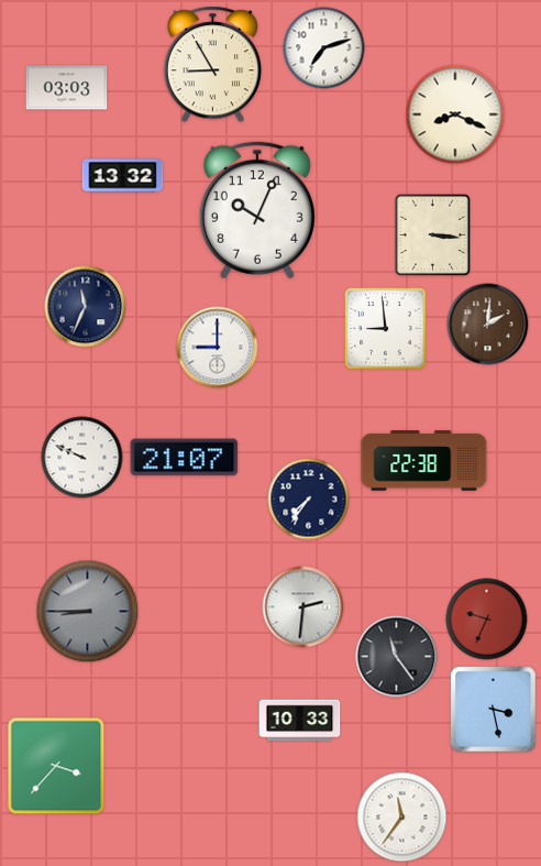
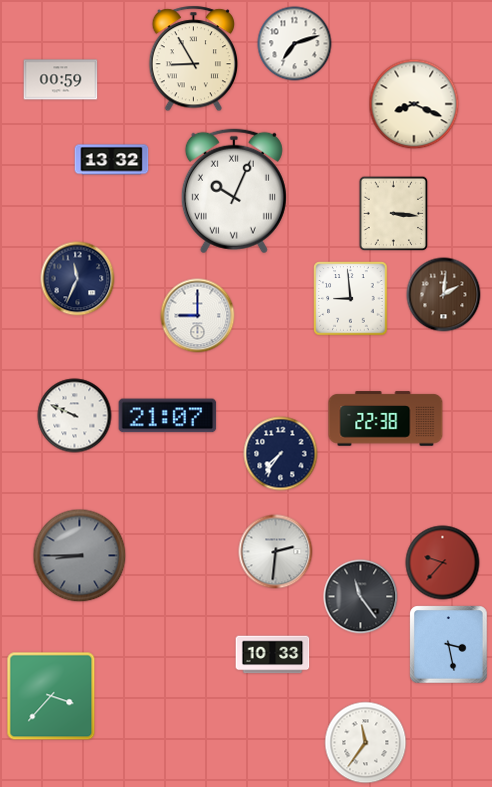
clock at (67, 88): 03:03 -> 00:59
clock at (257, 210) numerals: Arabic -> Roman
clock at (487, 620): 9:34 -> 9:37
